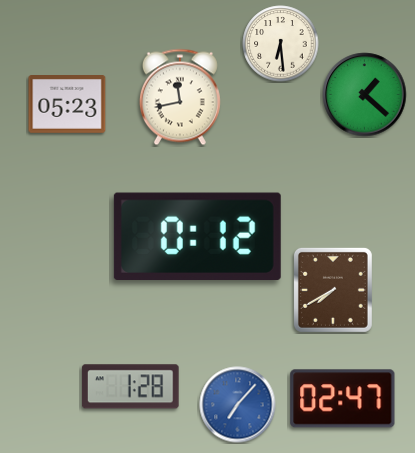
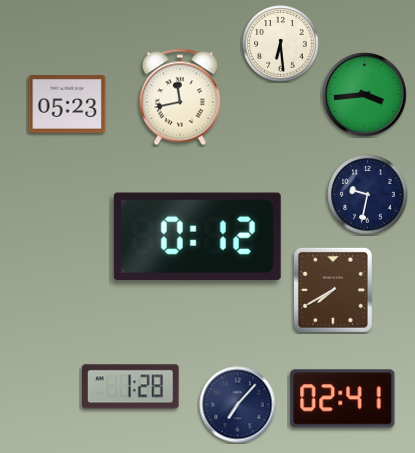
clock at (365, 95): 1:22 -> 3:44
clock at (368, 195): none -> 9:32
clock at (343, 399): 02:47 -> 02:41
clock at (238, 405) dial: blue -> navy
